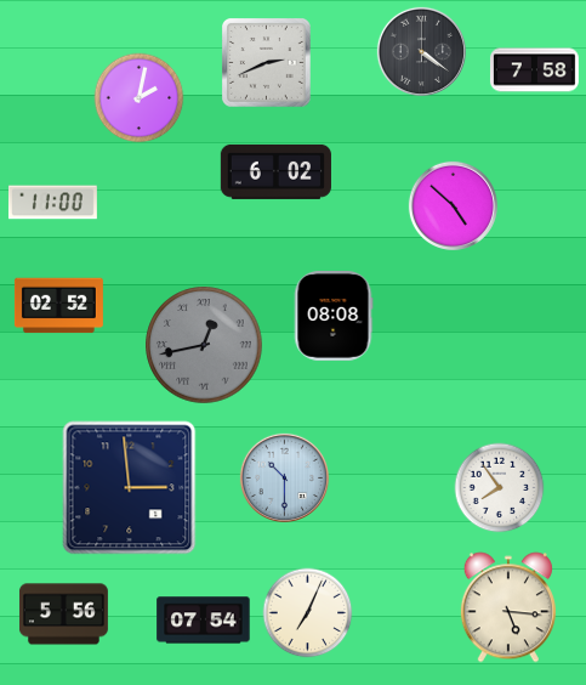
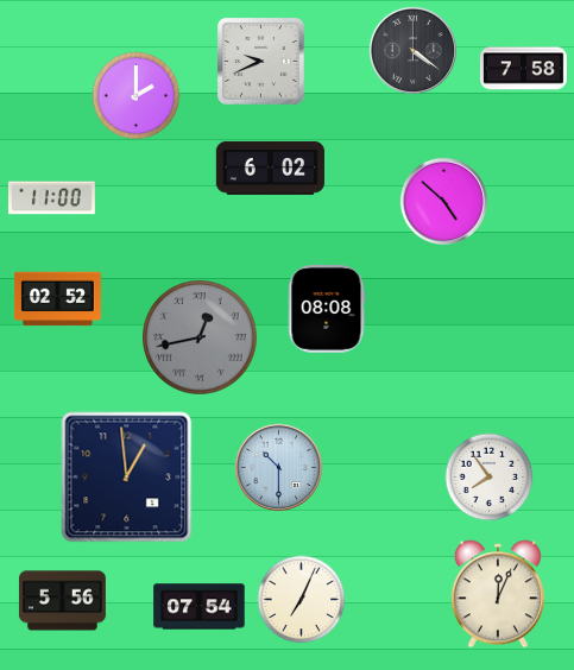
clock at (267, 63): 2:41 -> 9:41
clock at (140, 98): 2:02 -> 2:00
clock at (130, 488): 2:59 -> 12:59
clock at (508, 607): 5:16 -> 12:04
